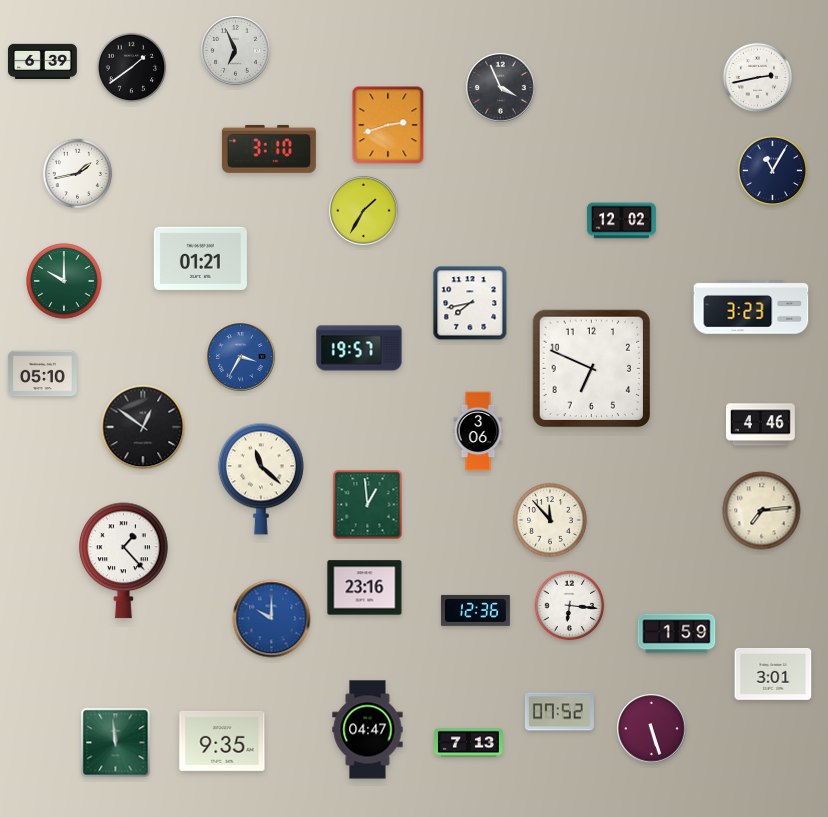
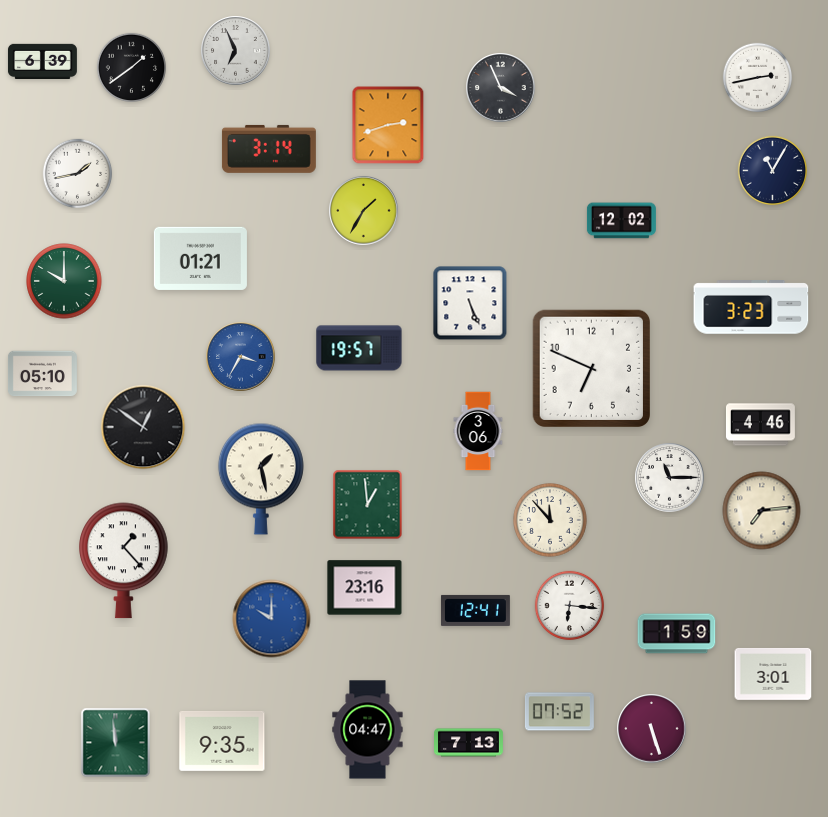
clock at (269, 149): 3:10 -> 3:14
clock at (470, 303): 7:43 -> 5:26
clock at (670, 478): none -> 11:15
clock at (261, 479): 11:22 -> 1:28
clock at (475, 610): 12:36 -> 12:41
